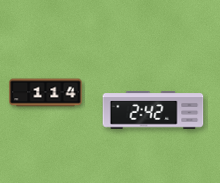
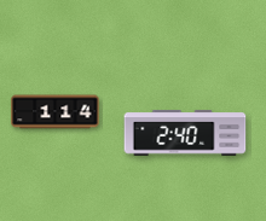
clock at (153, 110): 2:42 -> 2:40
